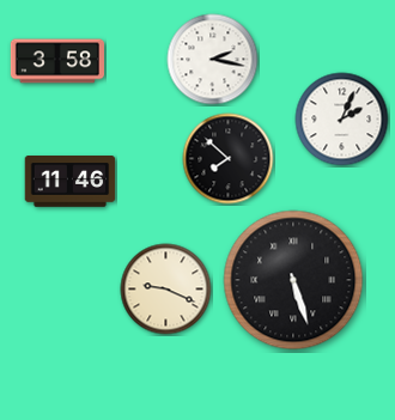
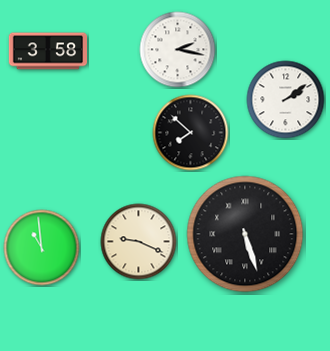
clock at (342, 120): 2:04 -> 2:09
clock at (71, 182): 11:46 -> none
clock at (42, 248): none -> 10:59
